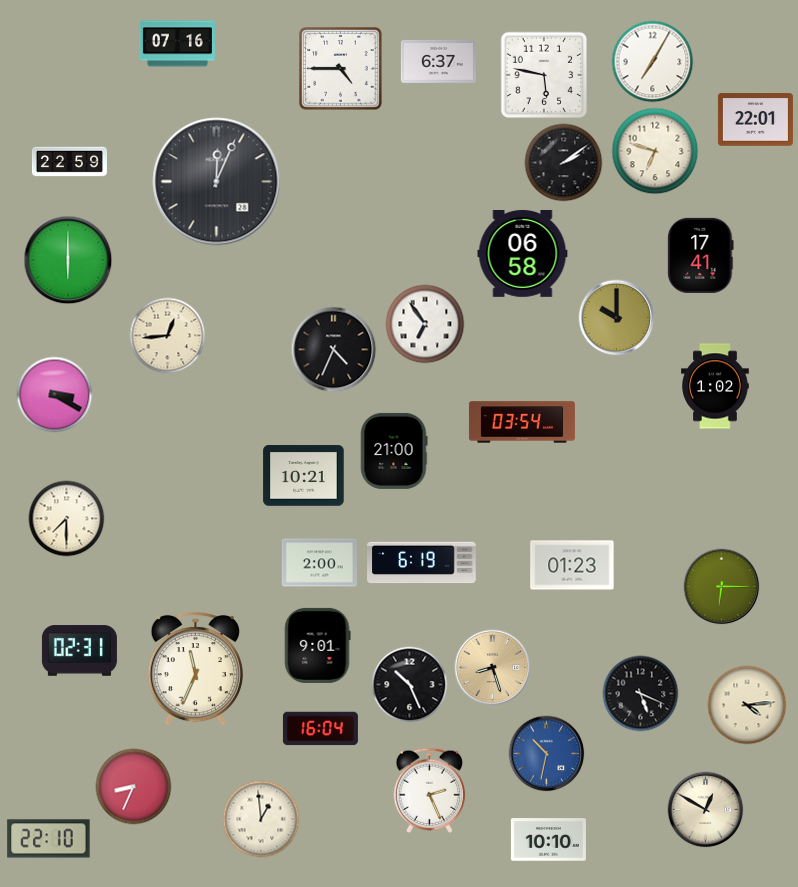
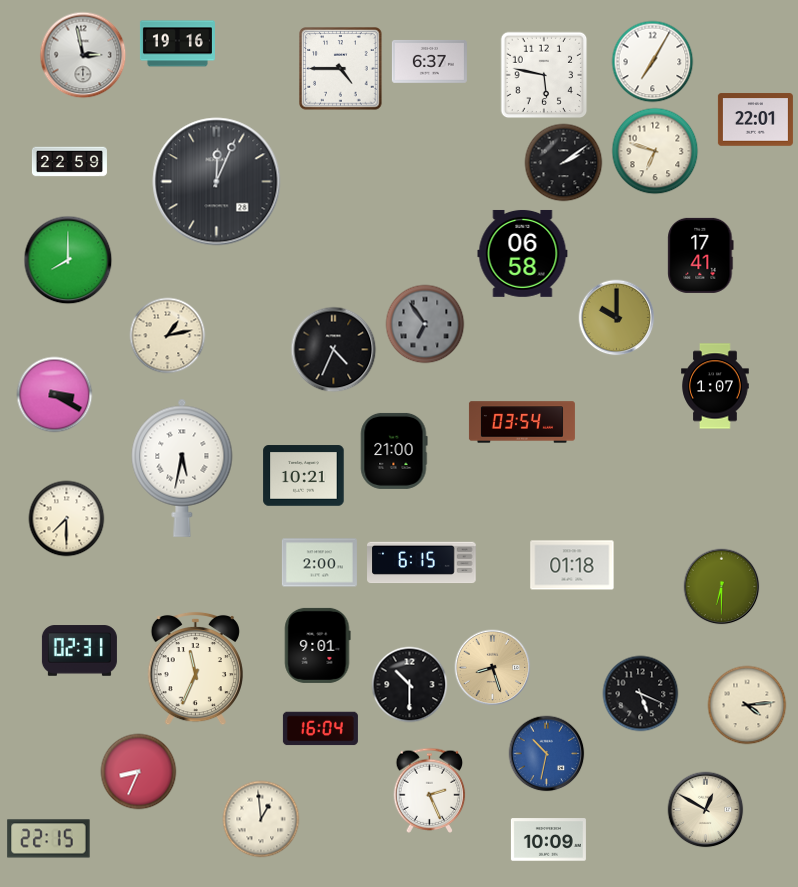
clock at (177, 44): 07:16 -> 19:16
clock at (83, 55): none -> 2:58
clock at (438, 62) position: (438, 62) -> (429, 62)
clock at (68, 260): 6:00 -> 8:00
clock at (425, 324) dial: white -> grey
clock at (168, 336): 12:44 -> 1:13
clock at (715, 386): 1:02 -> 1:07
clock at (182, 468): none -> 5:32
clock at (422, 563): 6:19 -> 6:15
clock at (572, 565): 01:23 -> 01:18
clock at (722, 587): 6:15 -> 6:30
clock at (410, 685): 10:26 -> 10:30
clock at (134, 787) position: (134, 787) -> (139, 772)
clock at (49, 839): 22:10 -> 22:15
clock at (548, 840): 10:10 -> 10:09
